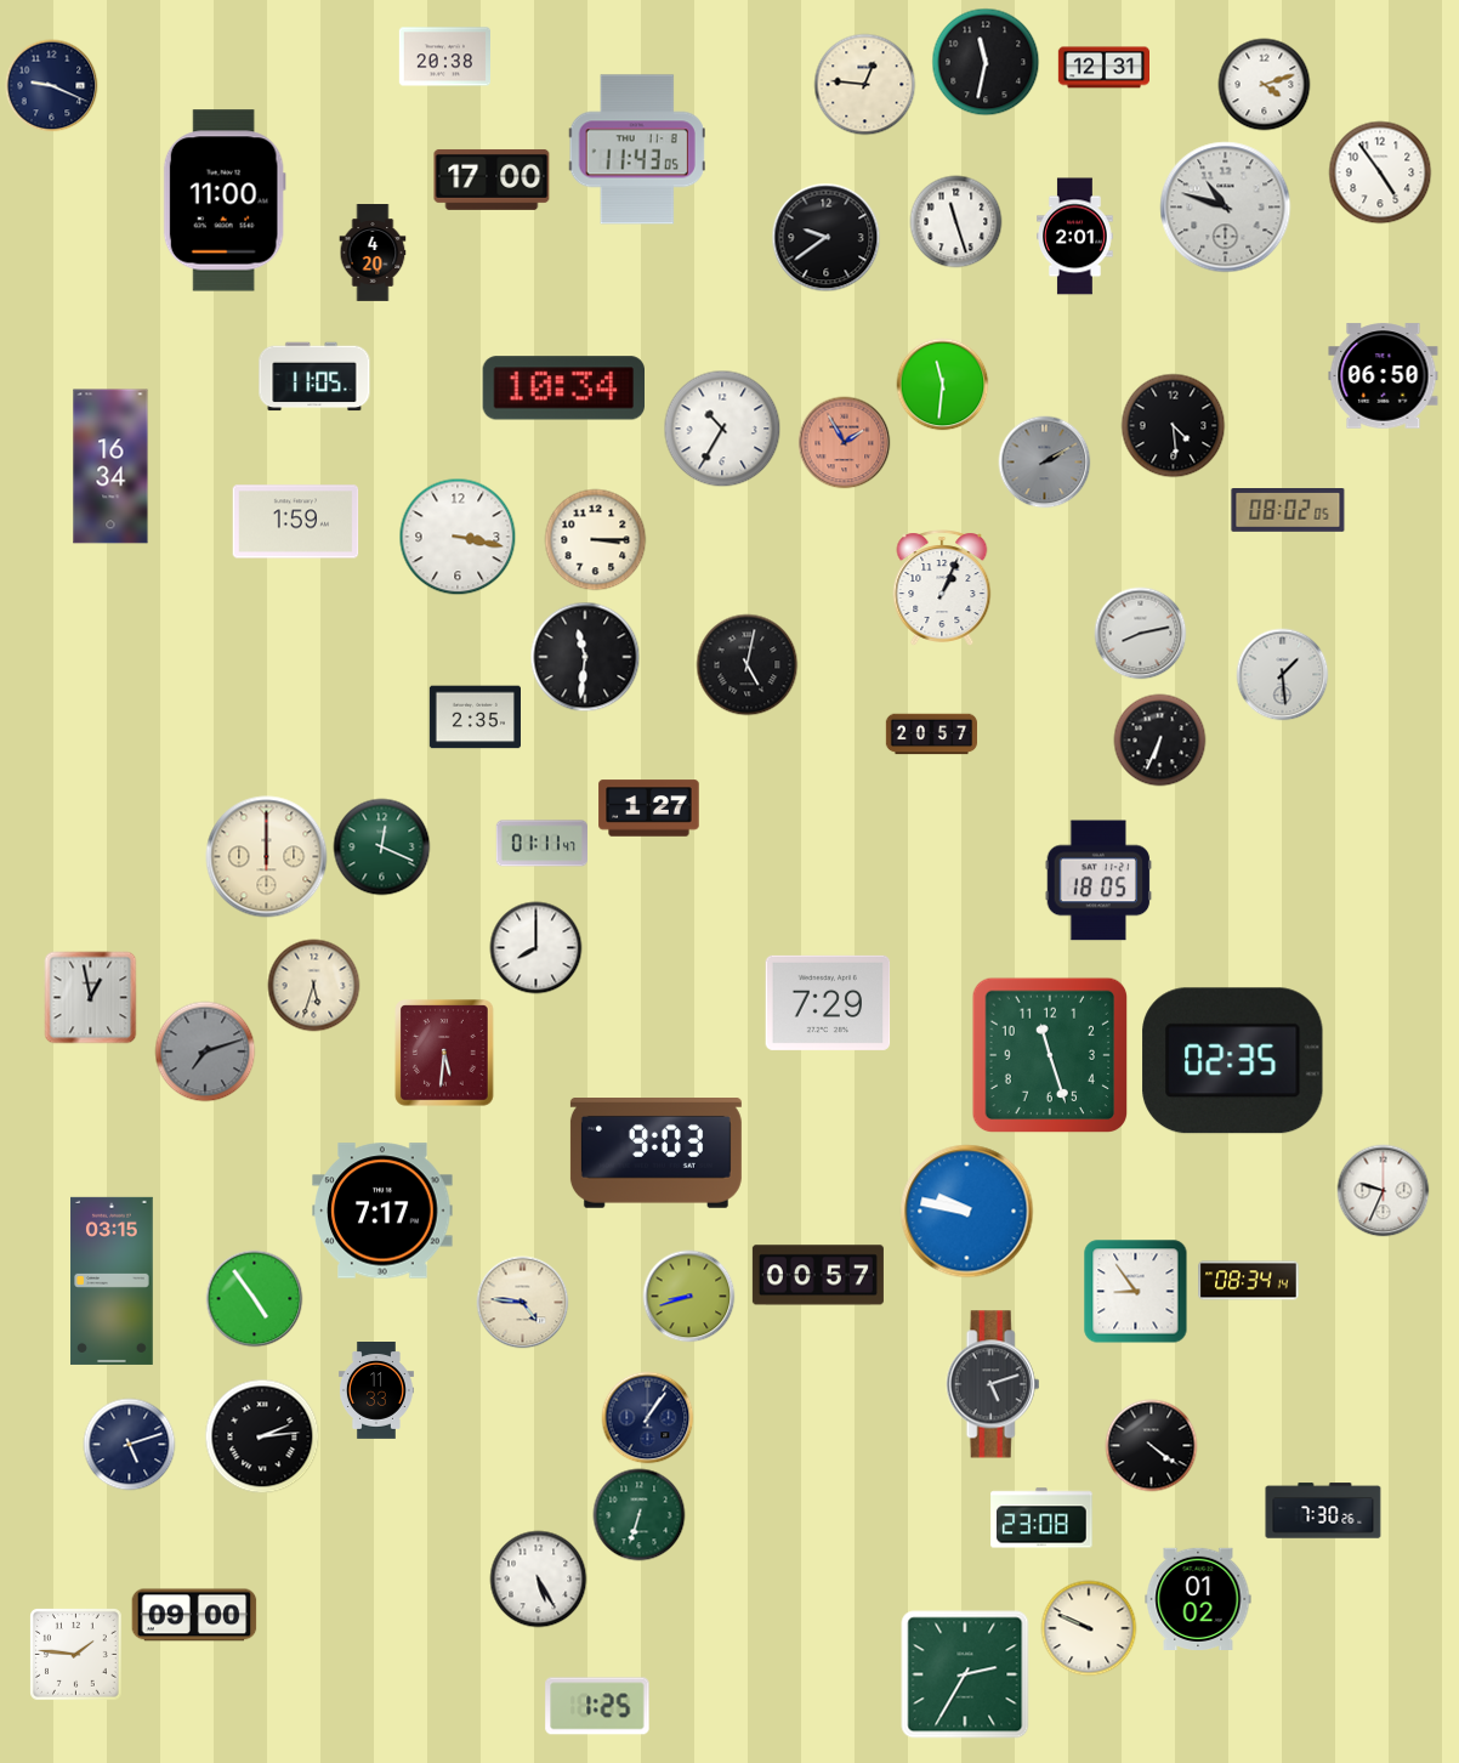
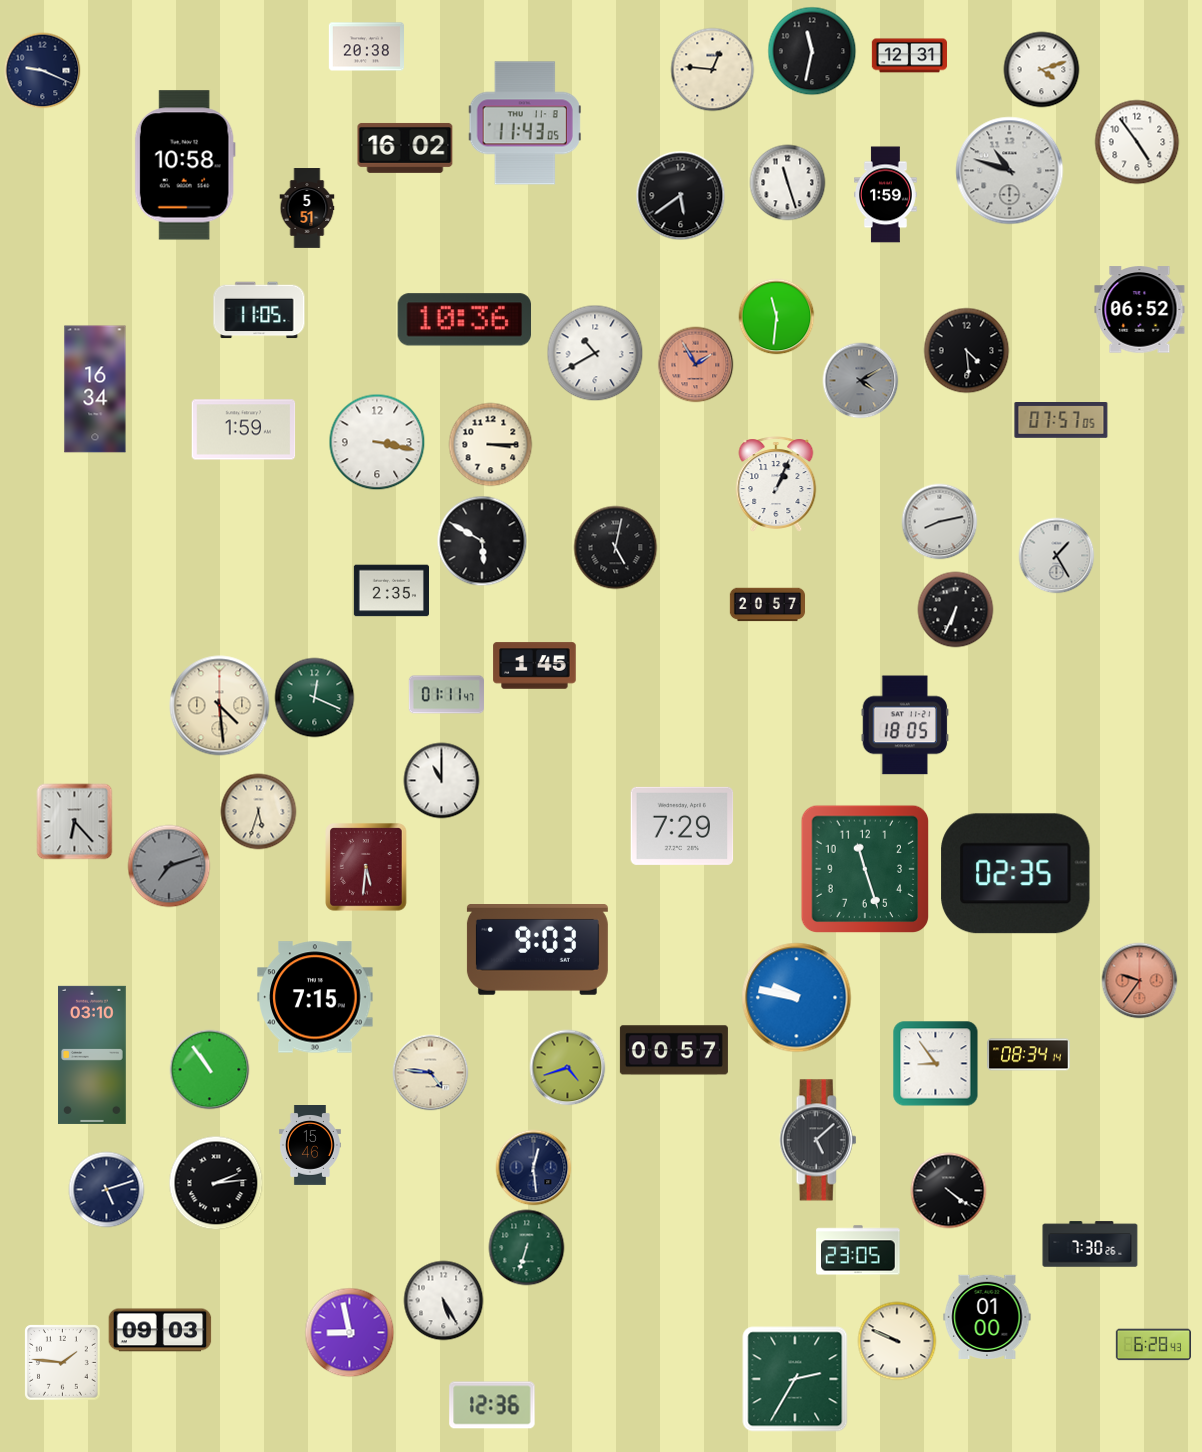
clock at (492, 180): 17:00 -> 16:02
clock at (225, 200): 11:00 -> 10:58
clock at (1075, 237): 2:01 -> 1:59
clock at (827, 238): 9:39 -> 5:39
clock at (373, 253): 4:20 -> 5:51
clock at (1384, 376): 06:50 -> 06:52
clock at (563, 389): 10:34 -> 10:36
clock at (722, 429): 10:35 -> 10:40
clock at (1045, 463): 2:10 -> 4:10
clock at (110, 466) position: (110, 466) -> (95, 389)
clock at (1288, 510): 08:02 -> 07:57
clock at (585, 657): 11:31 -> 5:50
clock at (1283, 675): 1:29 -> 1:25
clock at (649, 809): 1:27 -> 1:45
clock at (267, 857): 12:00 -> 4:29
clock at (537, 948): 8:00 -> 11:00
clock at (91, 998): 12:58 -> 6:23
clock at (655, 1153) position: (655, 1153) -> (537, 950)
clock at (1384, 1191): 9:34 -> 9:36
clock at (1384, 1191) dial: white -> salmon
clock at (382, 1211): 7:17 -> 7:15
clock at (113, 1281): 03:15 -> 03:10
clock at (689, 1297): 8:42 -> 4:42
clock at (255, 1299): 4:54 -> 10:54
clock at (993, 1384): 5:12 -> 5:08
clock at (376, 1391): 11:33 -> 15:46
clock at (648, 1418): 1:06 -> 12:29
clock at (1041, 1518): 23:08 -> 23:05
clock at (1198, 1598): 01:02 -> 01:00
clock at (194, 1615): 09:00 -> 09:03
clock at (350, 1333): none -> 8:58
clock at (1153, 1345): none -> 6:28
clock at (597, 1706): 1:25 -> 12:36
